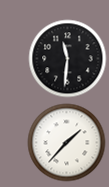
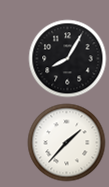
clock at (67, 58): 11:31 -> 8:05
